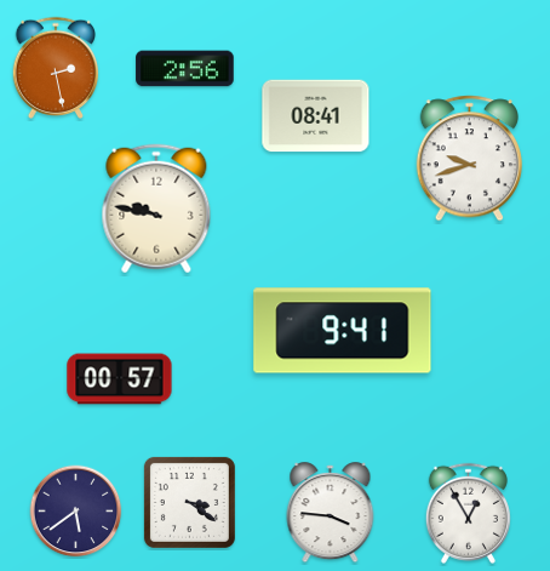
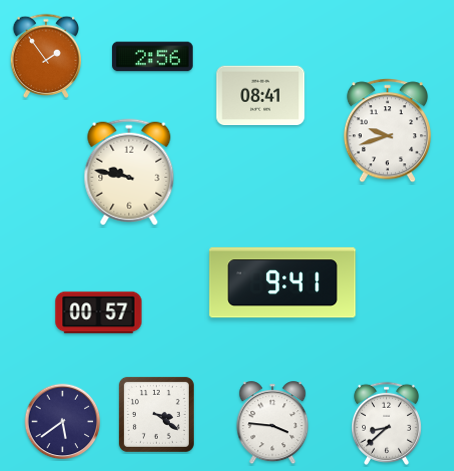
clock at (55, 68): 2:28 -> 1:54
clock at (343, 331) position: (343, 331) -> (283, 283)
clock at (468, 513): 12:55 -> 8:38
